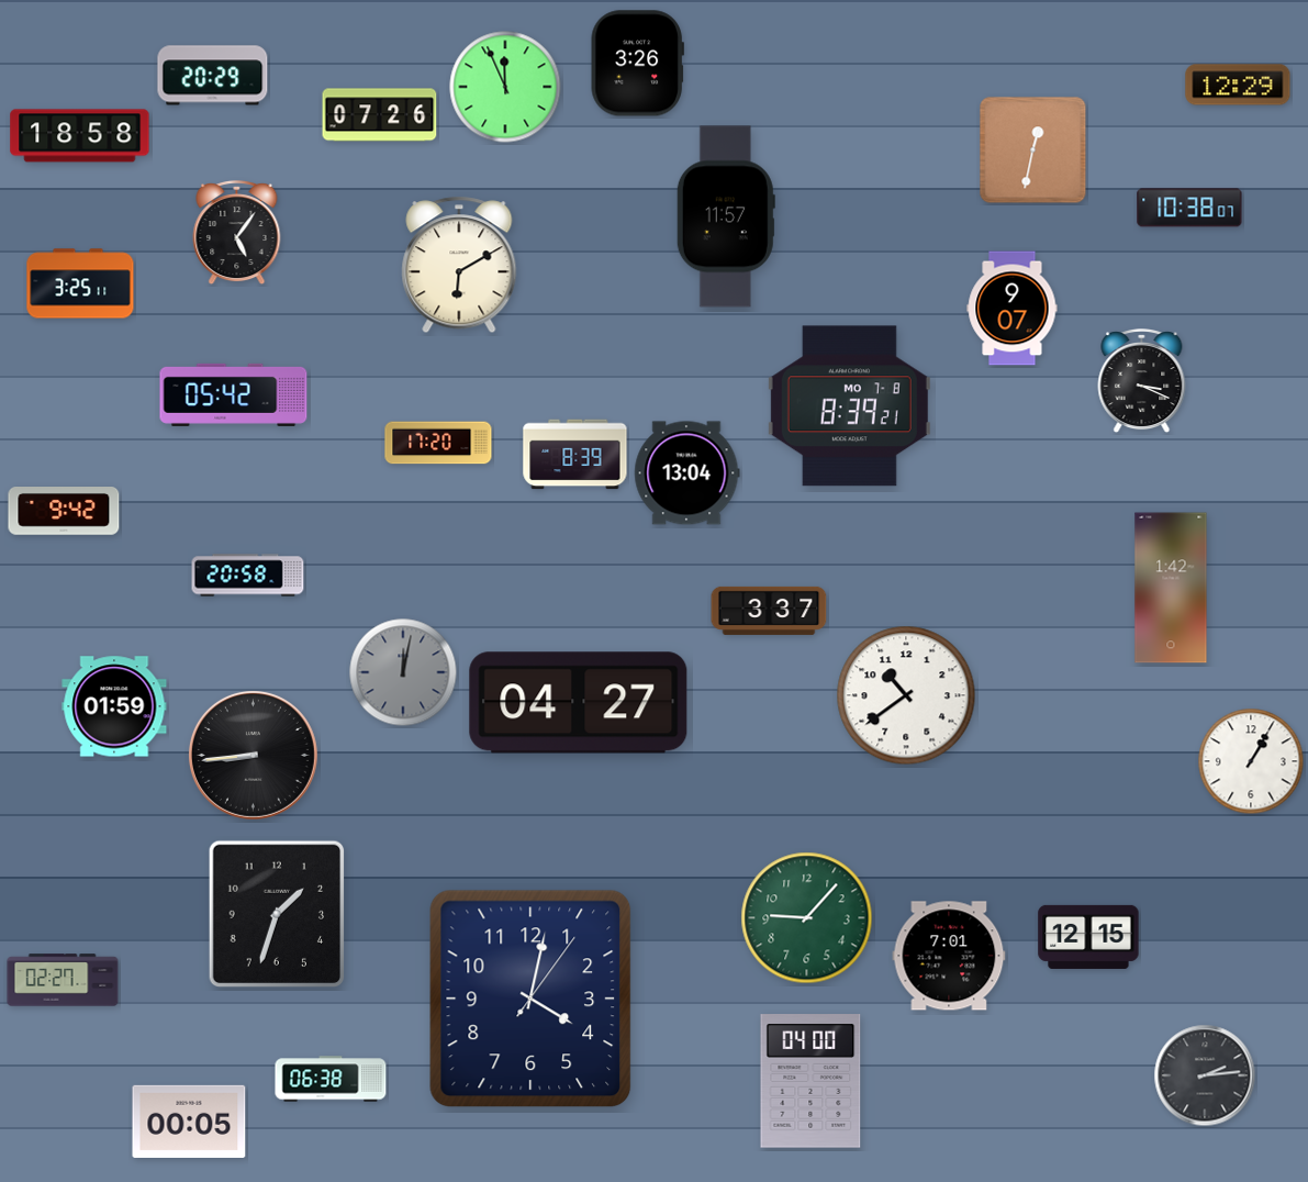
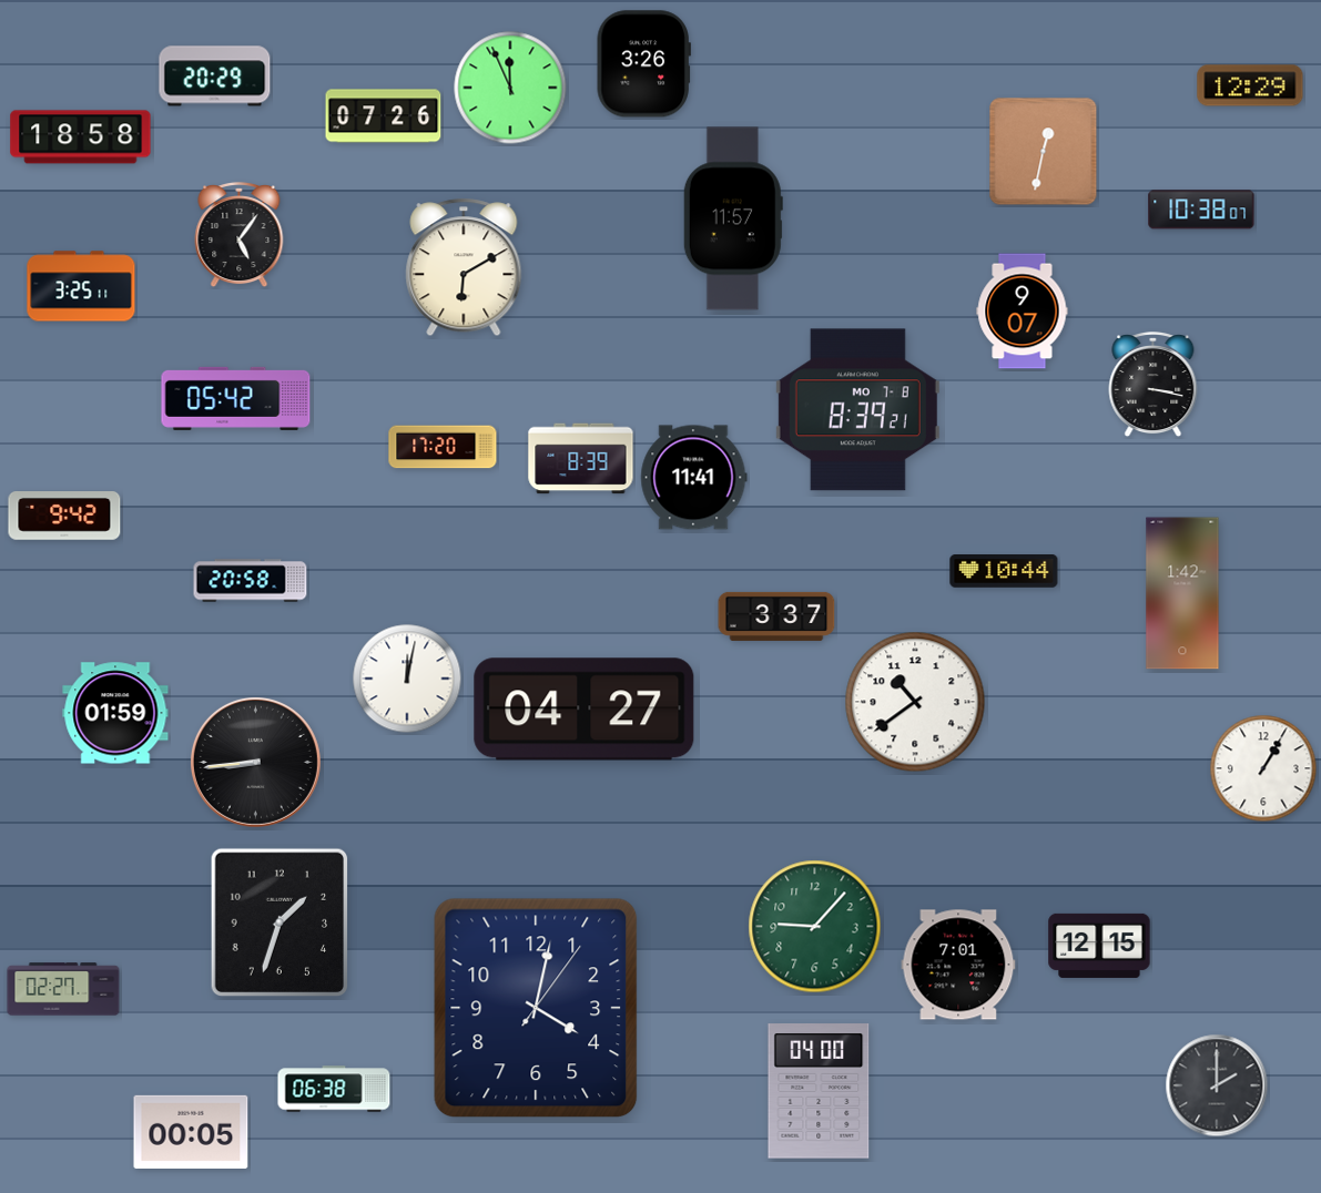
clock at (1142, 382): 3:19 -> 3:17
clock at (687, 473): 13:04 -> 11:41
clock at (1004, 572): none -> 10:44
clock at (403, 672) dial: grey -> white
clock at (1205, 1075): 2:14 -> 2:00
